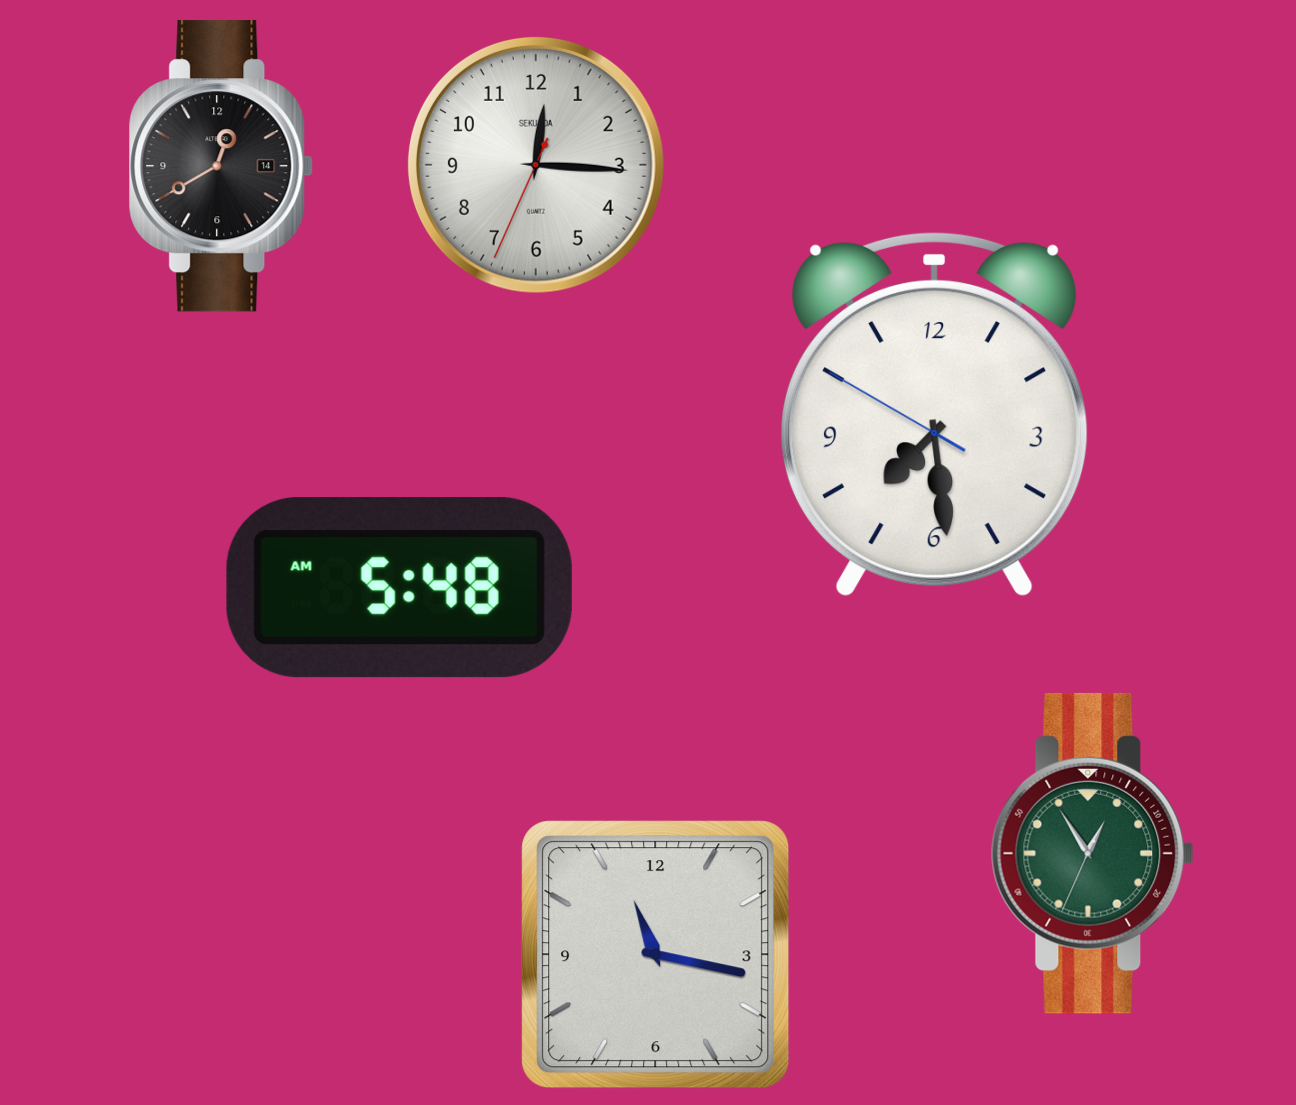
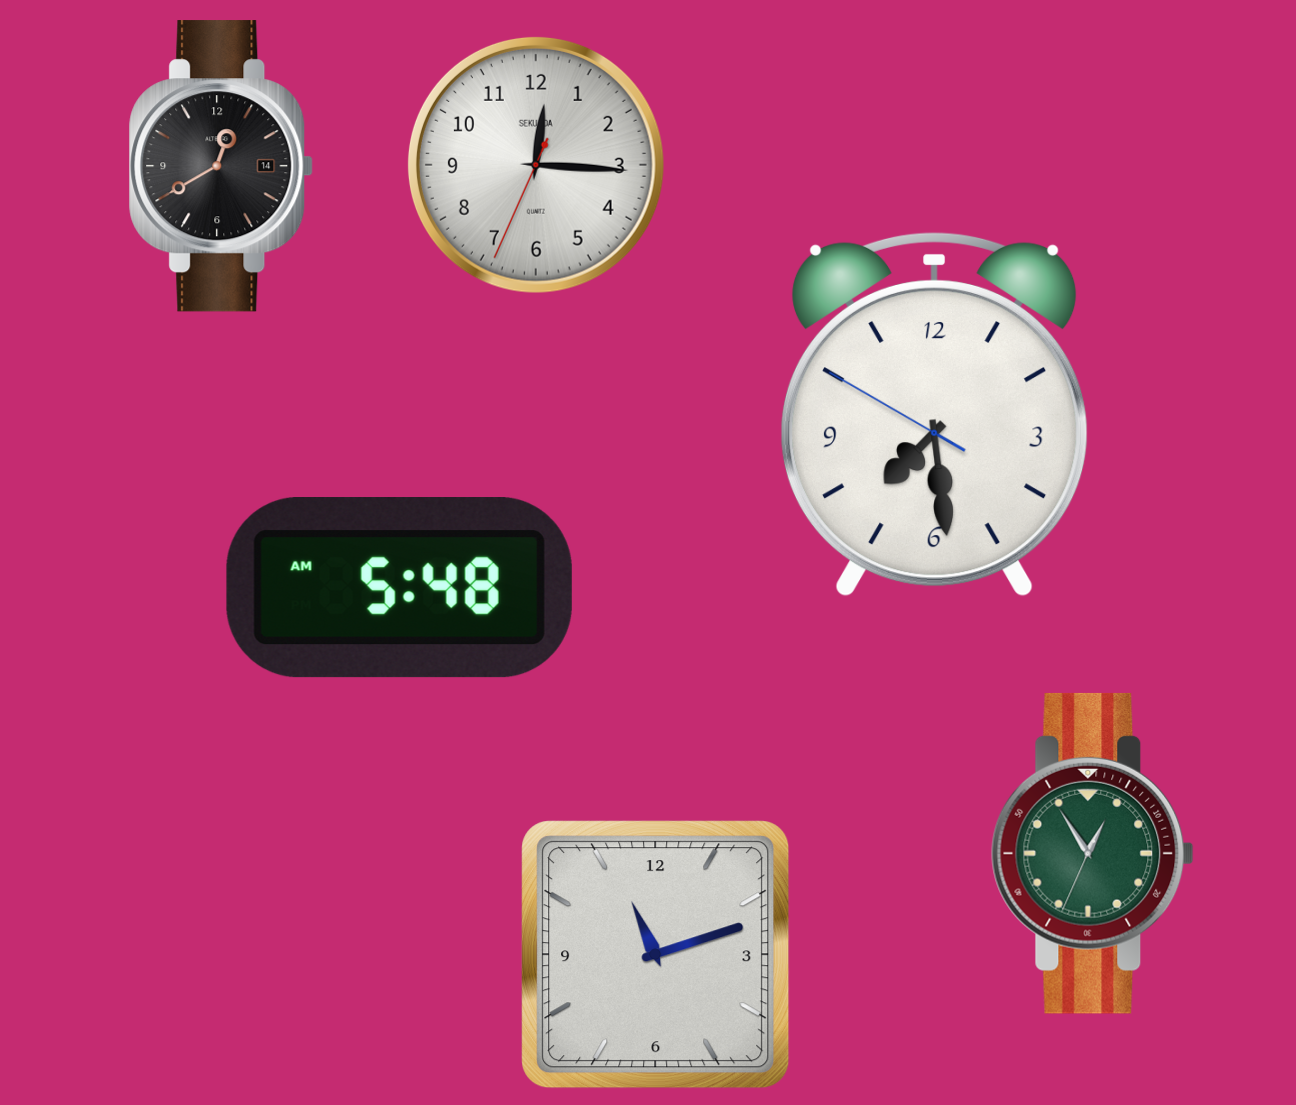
clock at (656, 955): 11:17 -> 11:12
